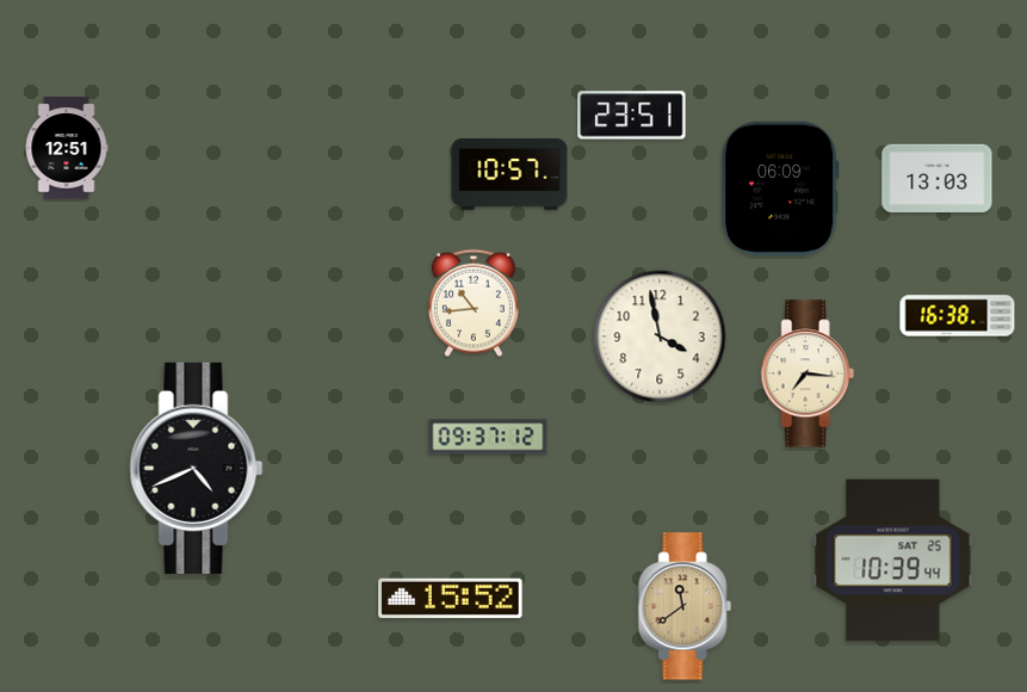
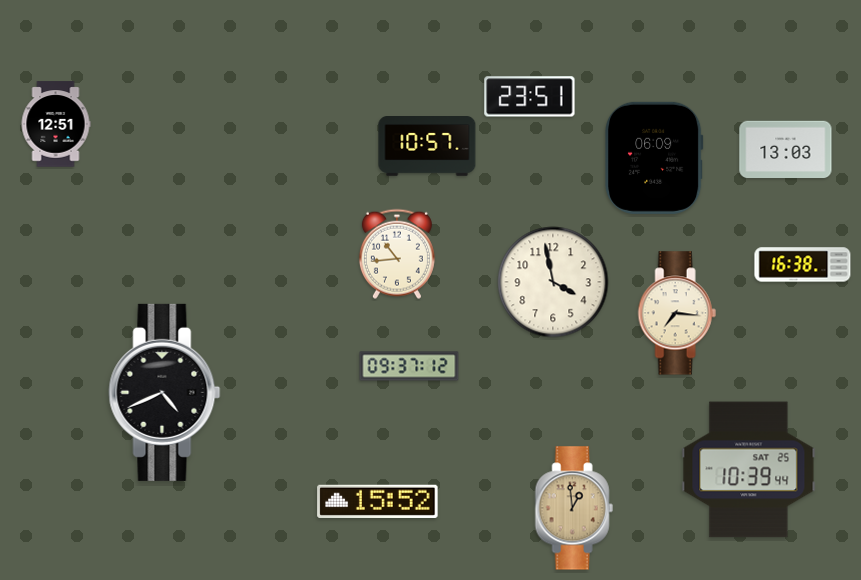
clock at (685, 606): 11:39 -> 12:59
